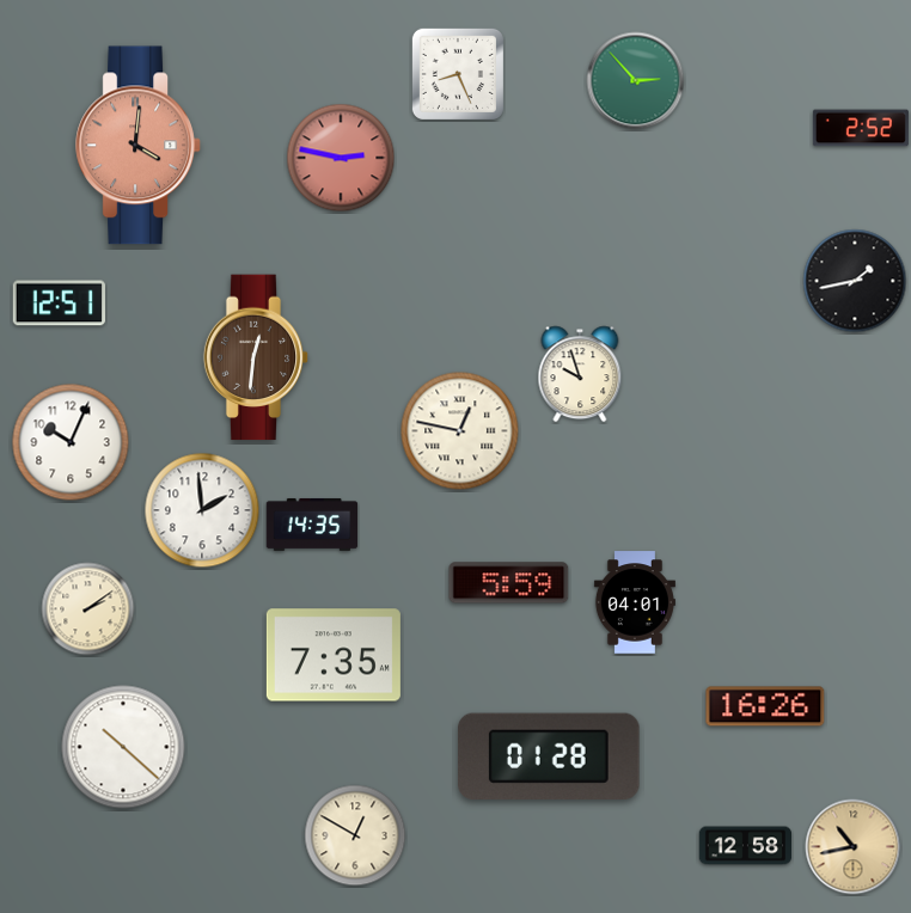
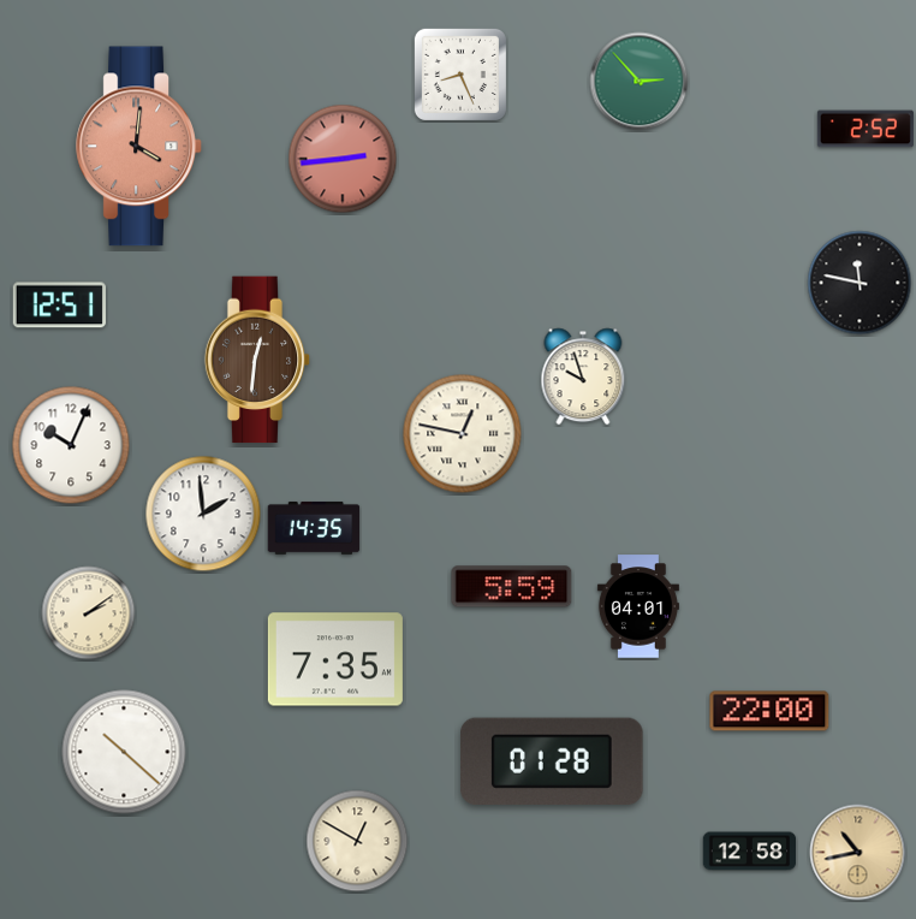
clock at (341, 158): 2:47 -> 2:44
clock at (855, 281): 1:43 -> 11:47
clock at (765, 706): 16:26 -> 22:00
